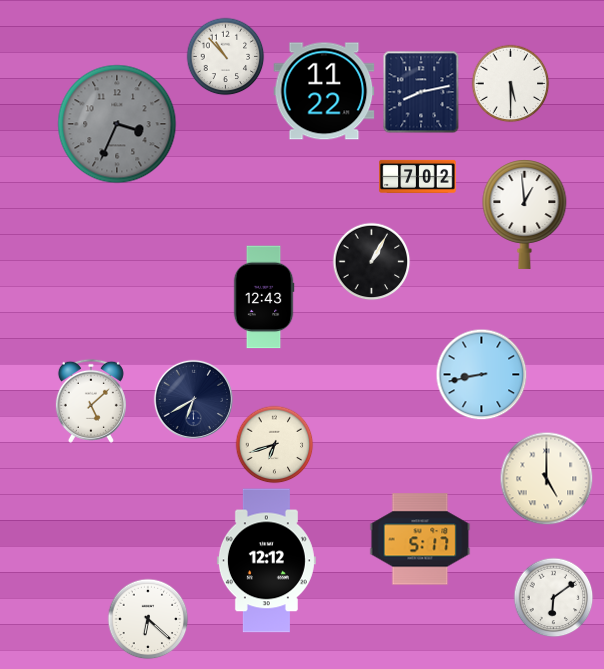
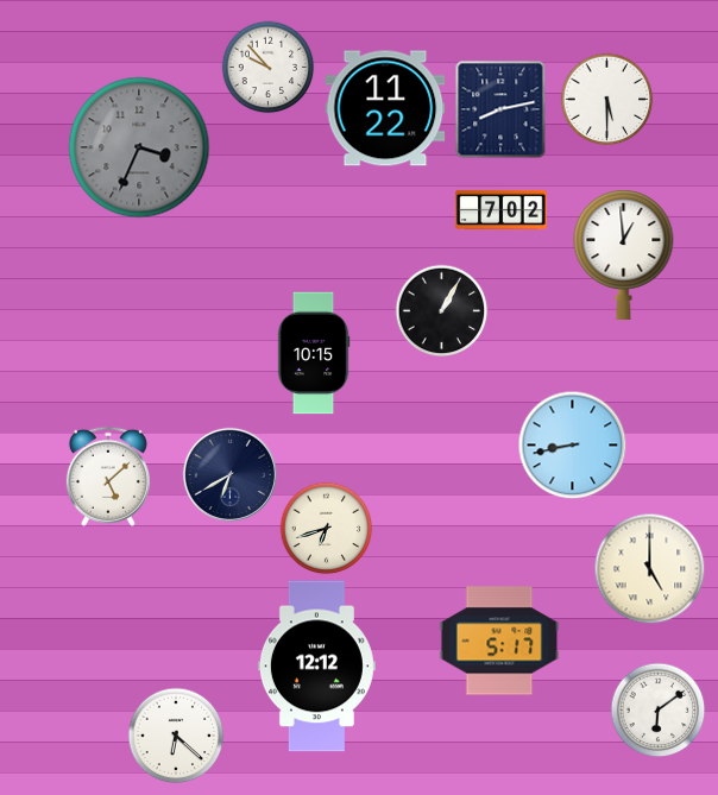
clock at (225, 56): 10:53 -> 9:53
clock at (418, 176) position: (418, 176) -> (502, 209)
clock at (264, 297): 12:43 -> 10:15
